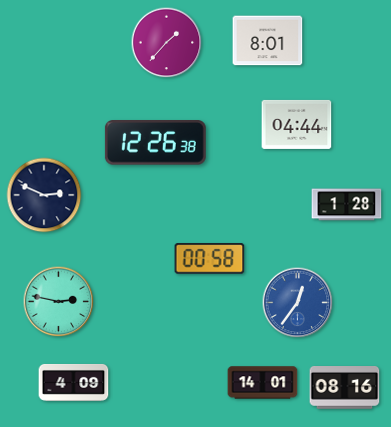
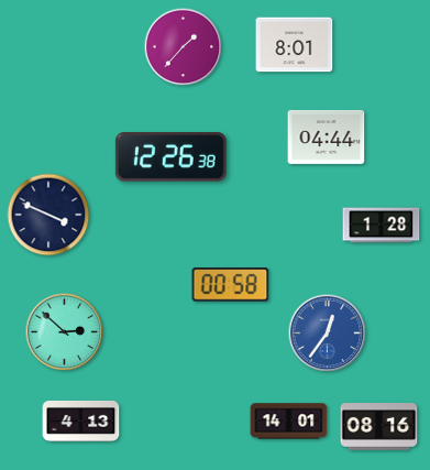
clock at (44, 195): 2:49 -> 3:49
clock at (59, 302): 2:47 -> 2:52
clock at (74, 382): 4:09 -> 4:13
